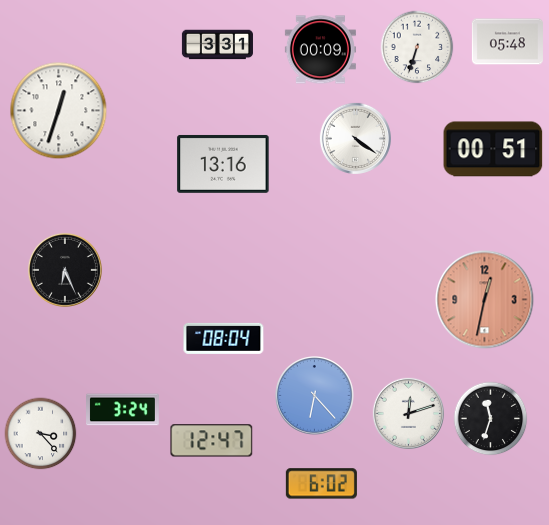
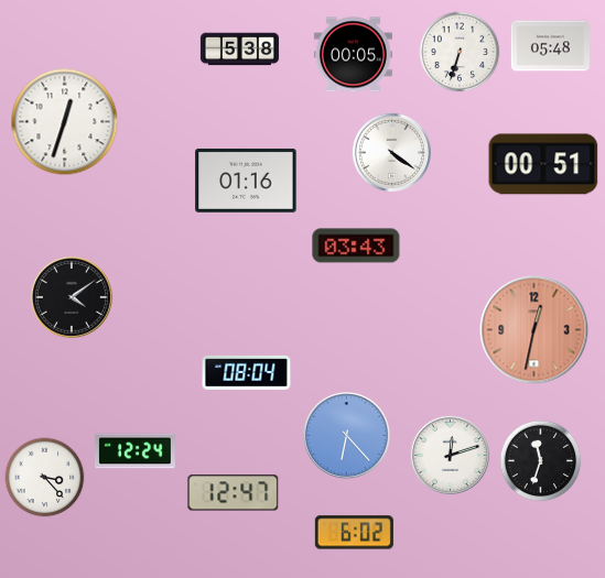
clock at (507, 42) position: (507, 42) -> (550, 46)
clock at (217, 45): 3:31 -> 5:38
clock at (320, 50): 00:09 -> 00:05
clock at (223, 164): 13:16 -> 01:16
clock at (356, 246): none -> 03:43
clock at (65, 270): 6:26 -> 4:09
clock at (123, 410): 3:24 -> 12:24
clock at (212, 441) position: (212, 441) -> (234, 493)
